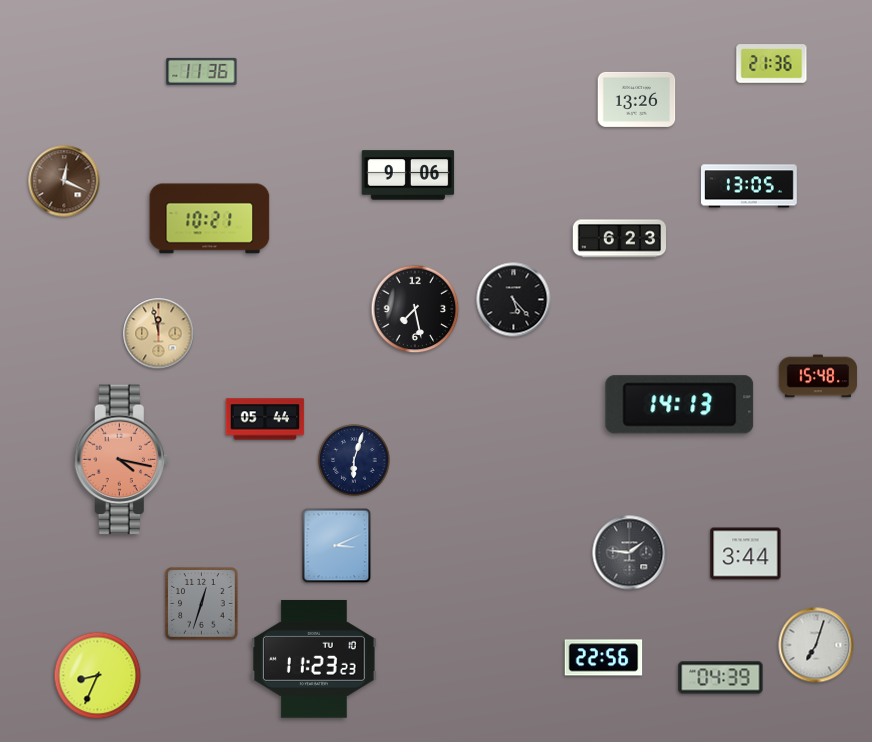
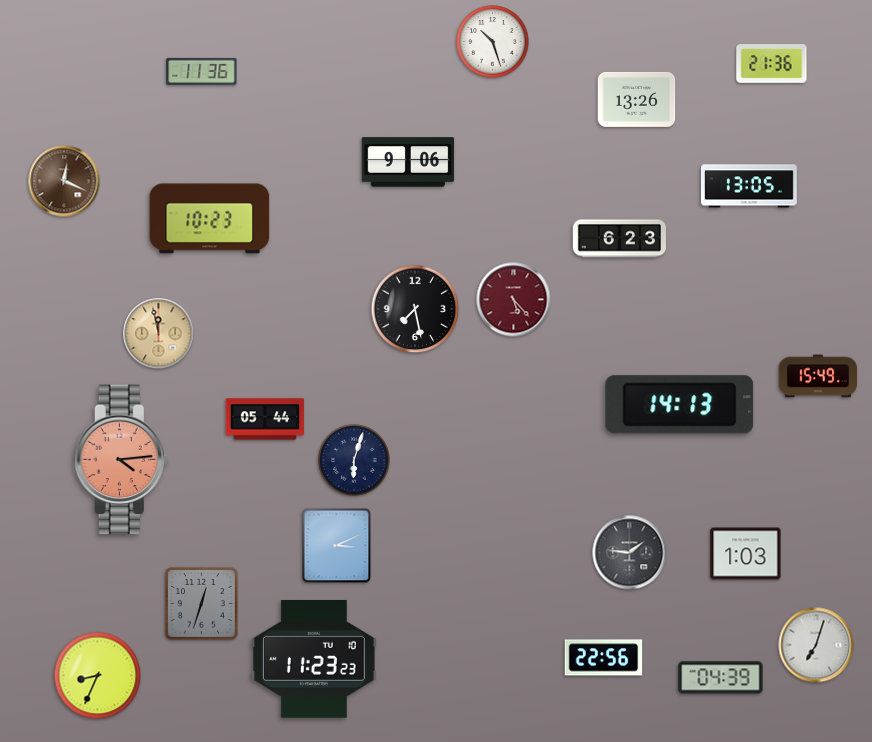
clock at (493, 42): none -> 10:27
clock at (408, 175) position: (408, 175) -> (408, 162)
clock at (210, 219): 10:21 -> 10:23
clock at (514, 300) dial: black -> burgundy
clock at (818, 376): 15:48 -> 15:49
clock at (121, 460): 4:17 -> 4:14
clock at (746, 554): 3:44 -> 1:03
